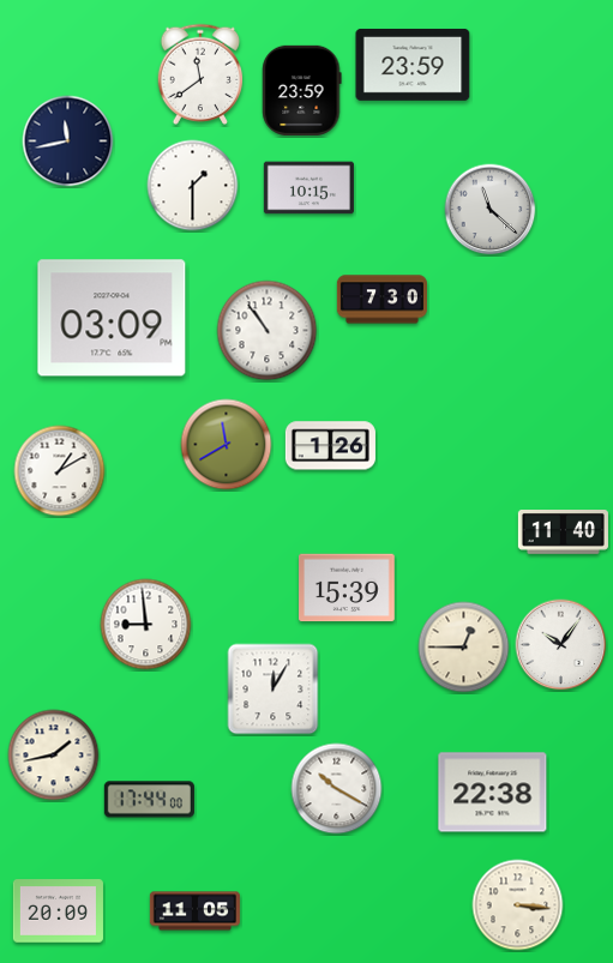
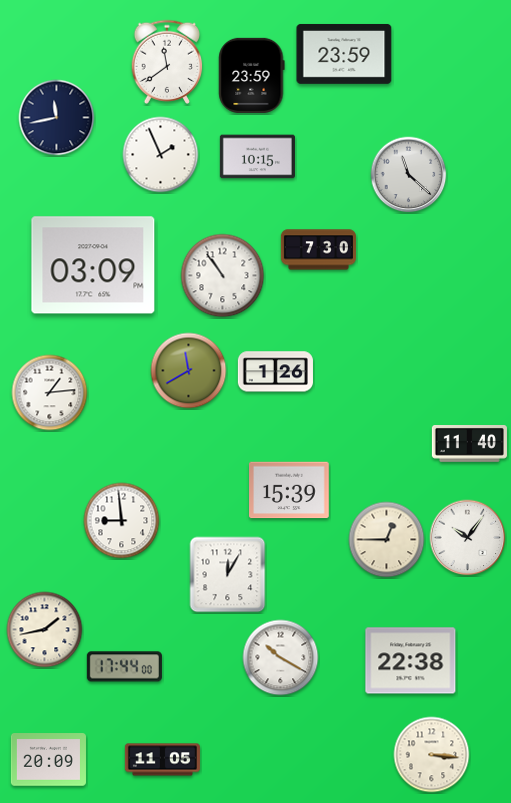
clock at (193, 186): 1:30 -> 1:56
clock at (60, 471): 1:10 -> 1:14
